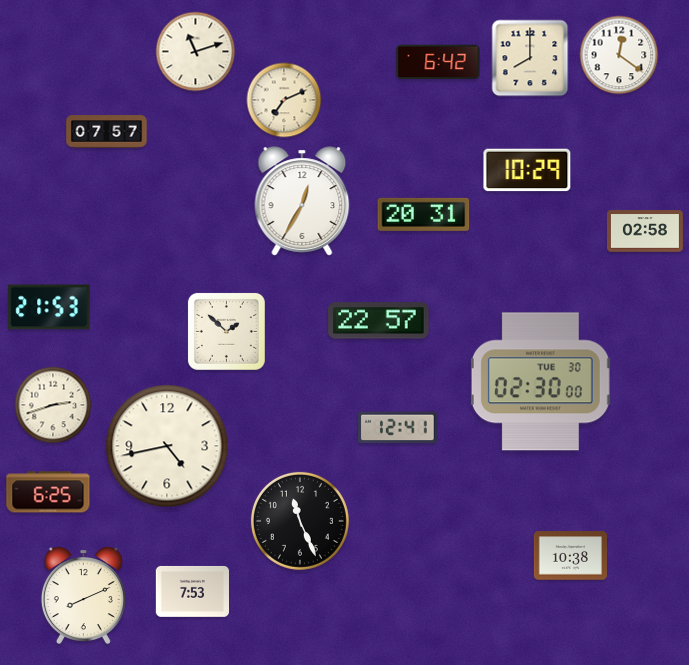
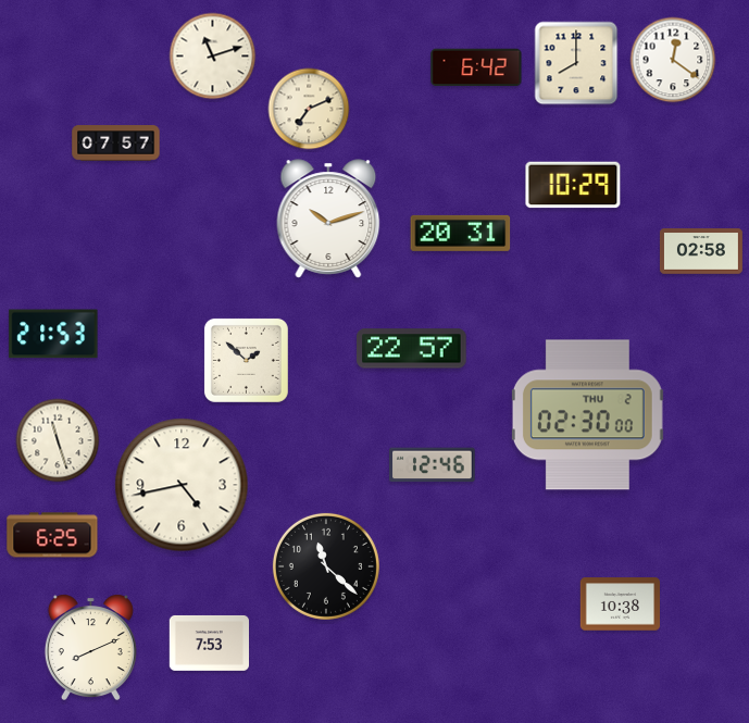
clock at (302, 201): 12:35 -> 10:12
clock at (540, 382) date: TUE 30 -> THU 2
clock at (53, 405): 2:42 -> 11:27
clock at (398, 428): 12:41 -> 12:46
clock at (300, 521): 11:26 -> 11:22
